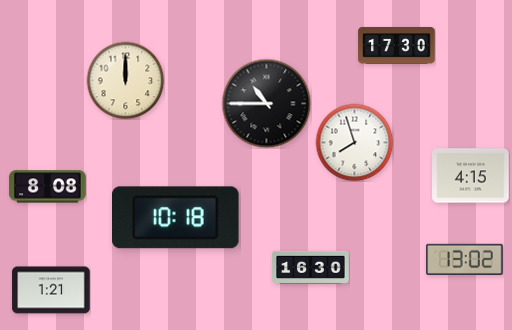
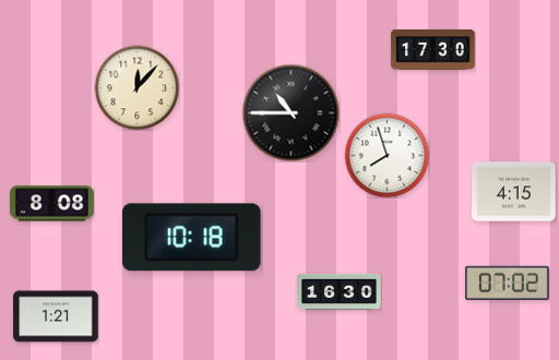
clock at (125, 80): 12:00 -> 12:07
clock at (465, 259): 13:02 -> 07:02
